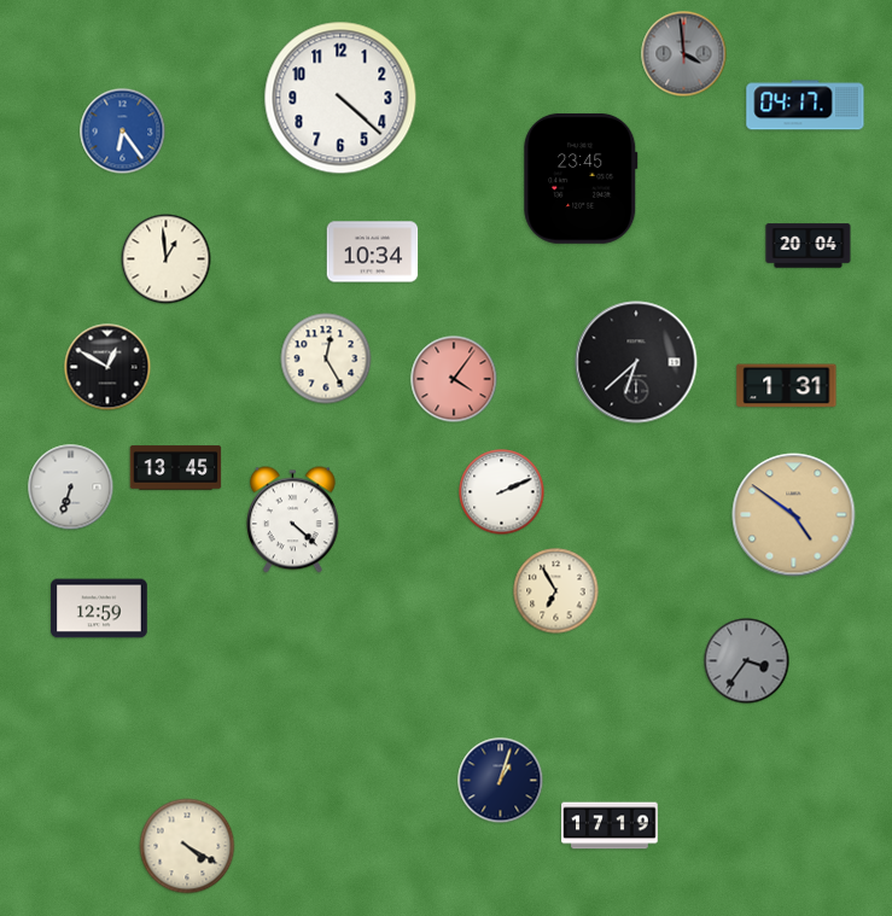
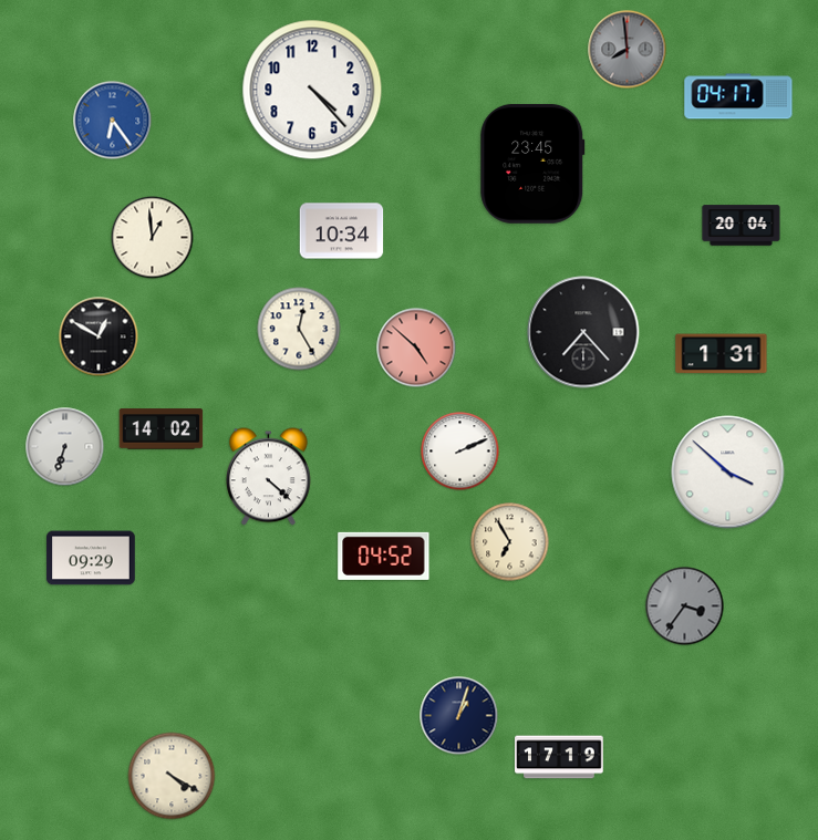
clock at (684, 54): 3:59 -> 7:59
clock at (340, 98): 4:22 -> 4:23
clock at (636, 362): 6:38 -> 7:23
clock at (454, 379): 4:06 -> 4:52
clock at (176, 468): 13:45 -> 14:02
clock at (794, 515): 4:51 -> 3:52
clock at (794, 515) dial: champagne -> white
clock at (384, 556): none -> 04:52
clock at (99, 608): 12:59 -> 09:29
